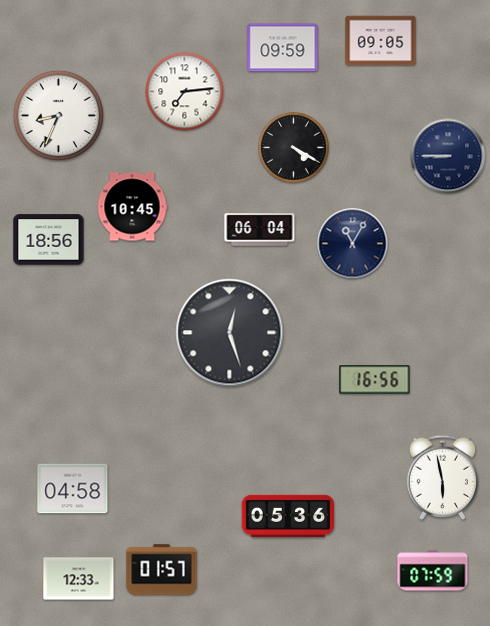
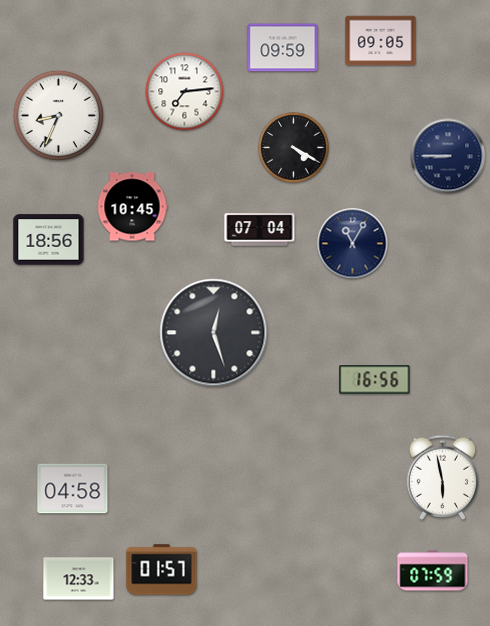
clock at (260, 230): 06:04 -> 07:04
clock at (230, 333) position: (230, 333) -> (214, 333)
clock at (287, 516): 05:36 -> none
